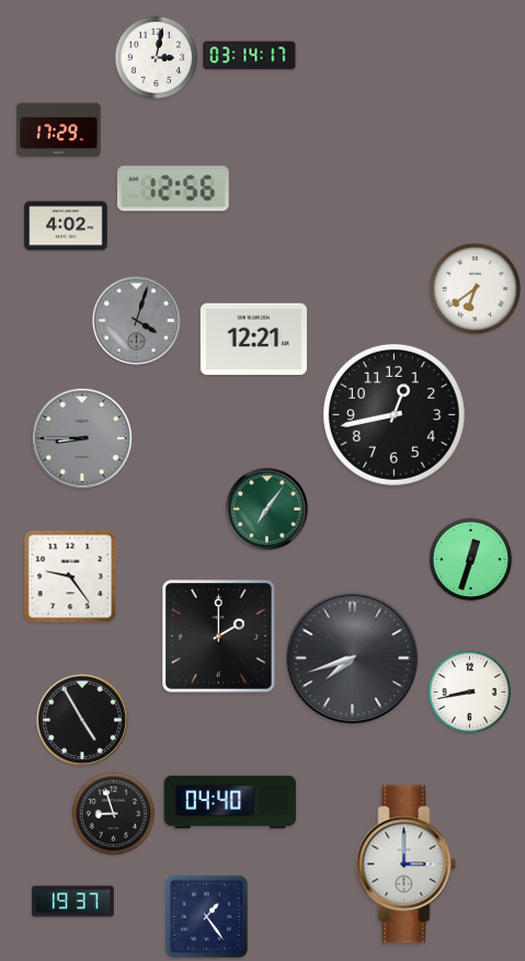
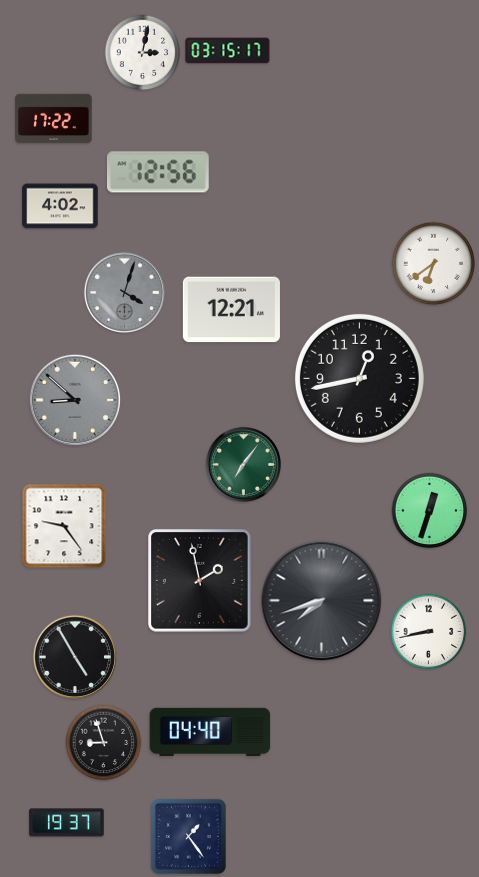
clock at (250, 56): 03:14 -> 03:15
clock at (59, 130): 17:29 -> 17:22
clock at (82, 438): 8:45 -> 8:52
clock at (219, 637): 2:00 -> 1:58
clock at (407, 865): 3:00 -> none
